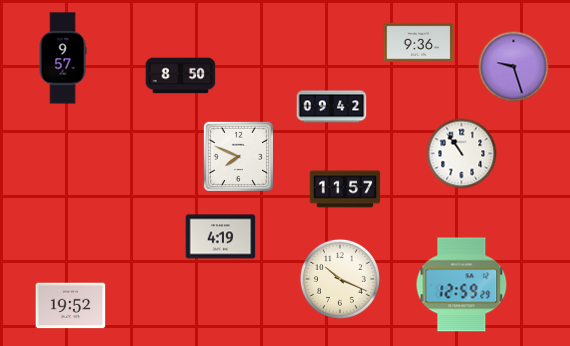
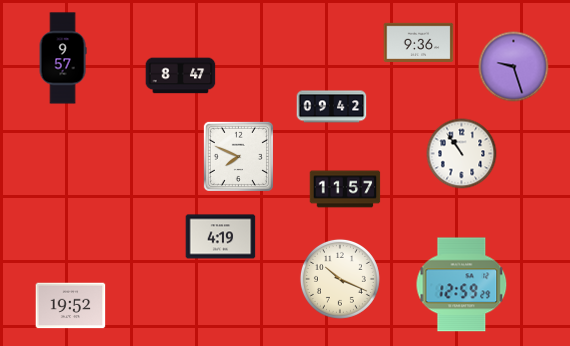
clock at (181, 76): 8:50 -> 8:47
